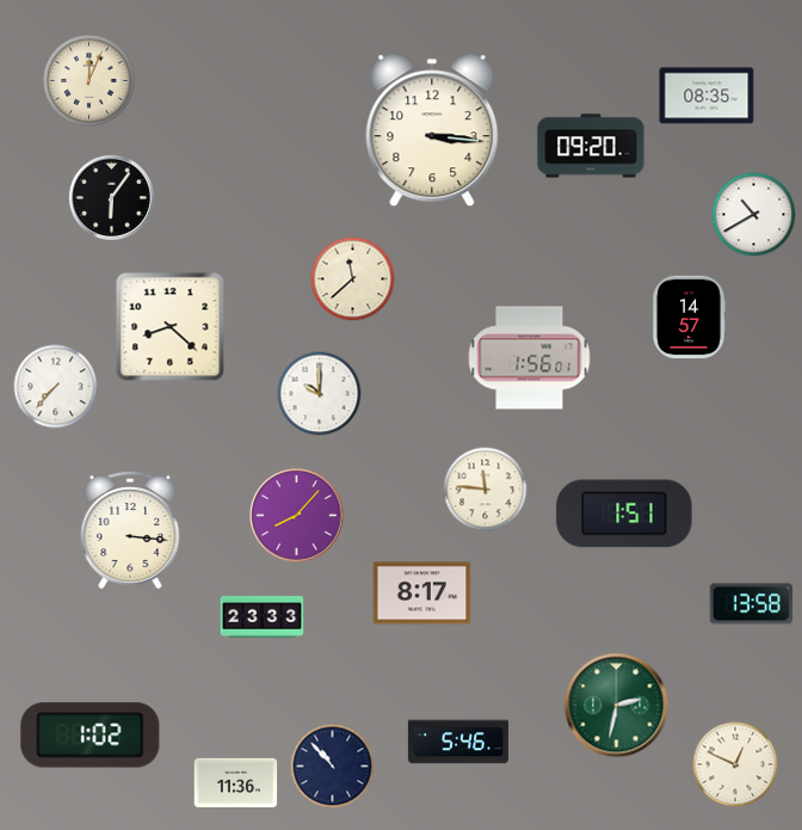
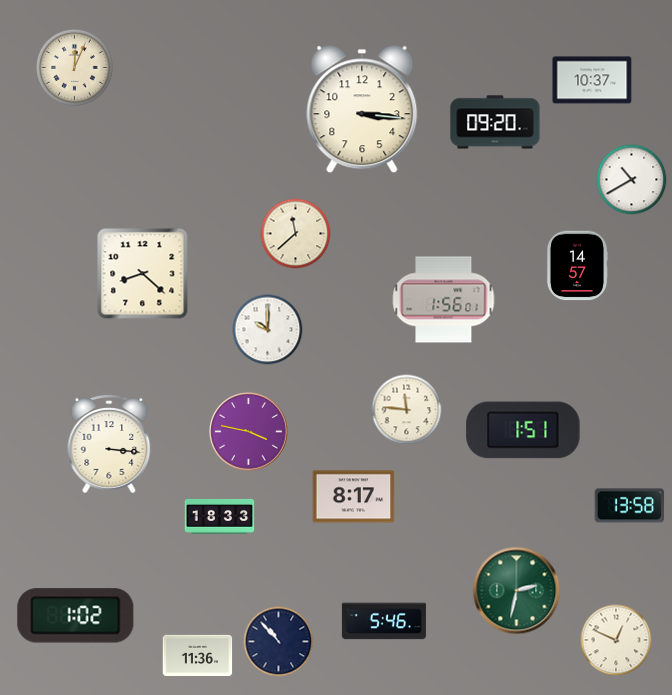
clock at (707, 96): 08:35 -> 10:37
clock at (111, 197): 6:06 -> none
clock at (56, 387): 7:37 -> none
clock at (297, 516): 8:07 -> 3:47
clock at (263, 616): 23:33 -> 18:33
